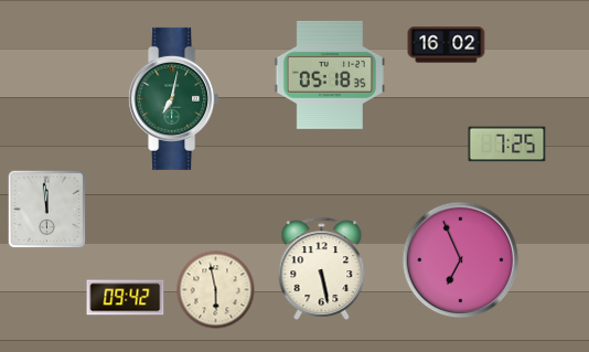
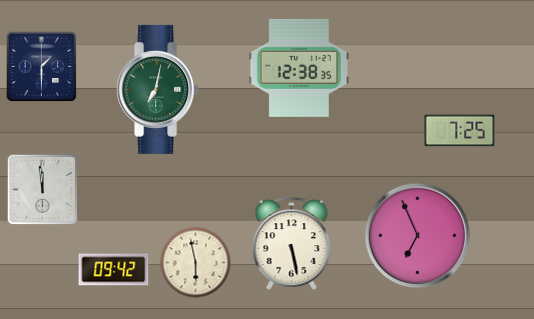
clock at (447, 45): 16:02 -> none
clock at (42, 67): none -> 1:30
clock at (329, 75): 05:18 -> 12:38
